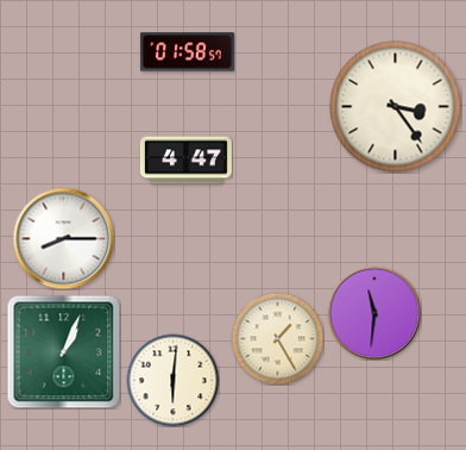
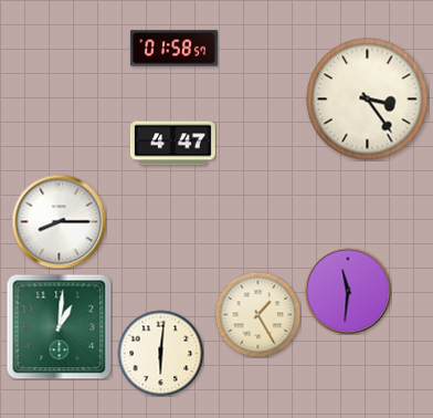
clock at (185, 161) position: (185, 161) -> (172, 144)
clock at (63, 351): 1:04 -> 1:01
